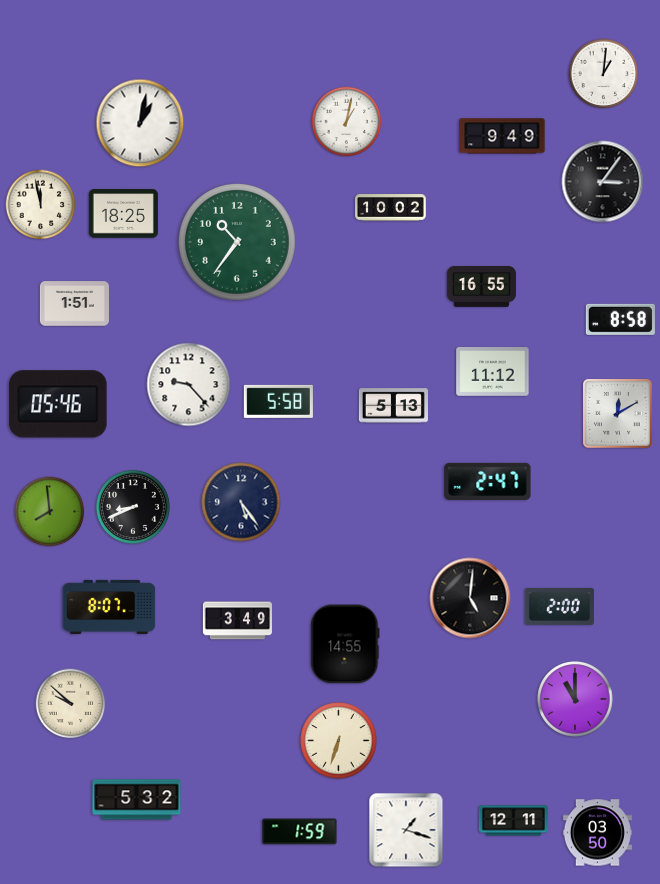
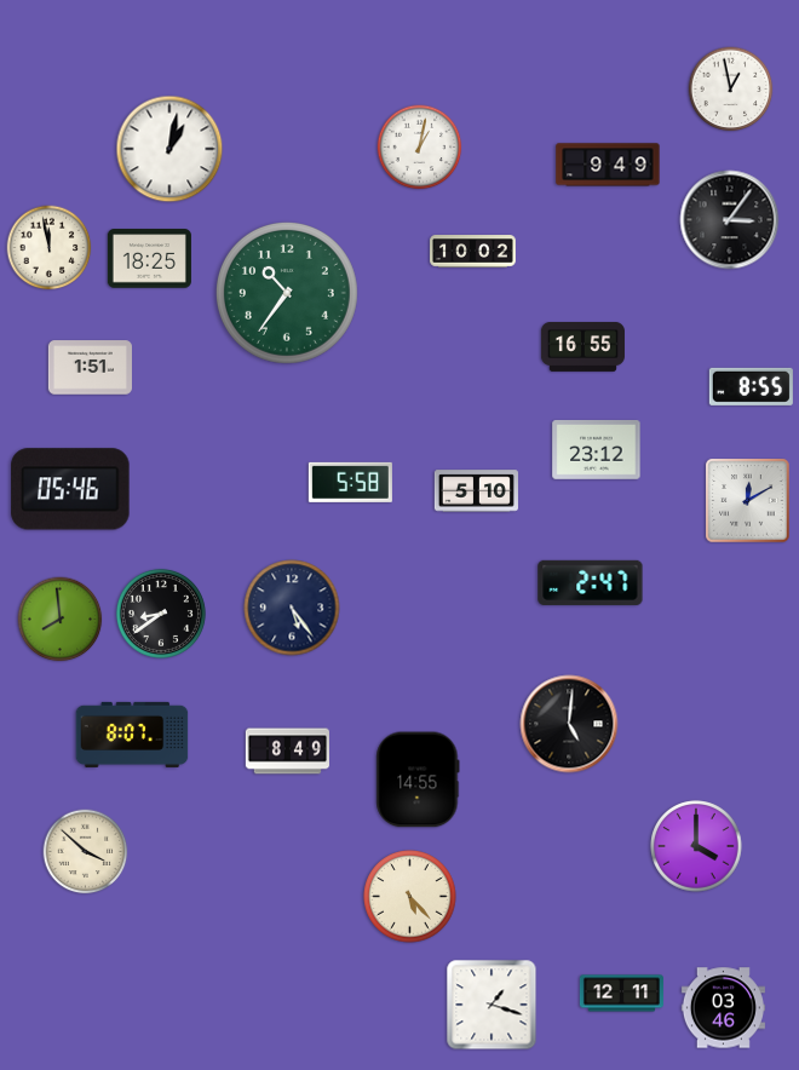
clock at (604, 74): 1:01 -> 12:58
clock at (620, 319): 8:58 -> 8:55
clock at (493, 372): 11:12 -> 23:12
clock at (189, 385): 9:23 -> none
clock at (278, 401) position: (278, 401) -> (350, 482)
clock at (393, 406): 5:13 -> 5:10
clock at (133, 507): 8:41 -> 8:39
clock at (559, 606): 2:00 -> none
clock at (237, 621): 3:49 -> 8:49
clock at (575, 699): 11:00 -> 4:00
clock at (71, 704): 9:52 -> 3:52
clock at (339, 741): 6:33 -> 5:23
clock at (137, 800): 5:32 -> none
clock at (300, 832): 1:59 -> none
clock at (597, 833): 03:50 -> 03:46
